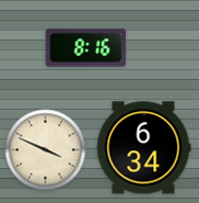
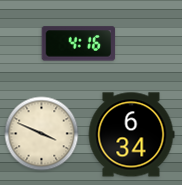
clock at (86, 48): 8:16 -> 4:16
clock at (46, 150) position: (46, 150) -> (42, 134)
